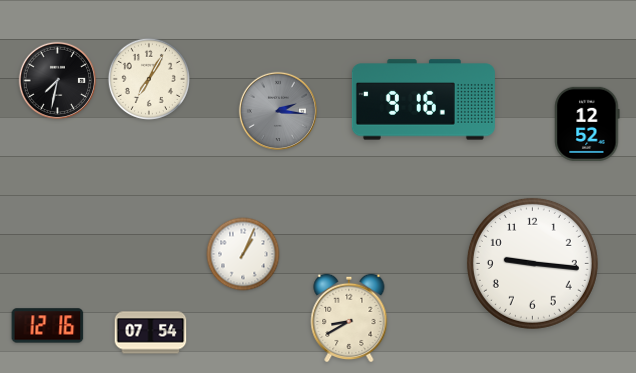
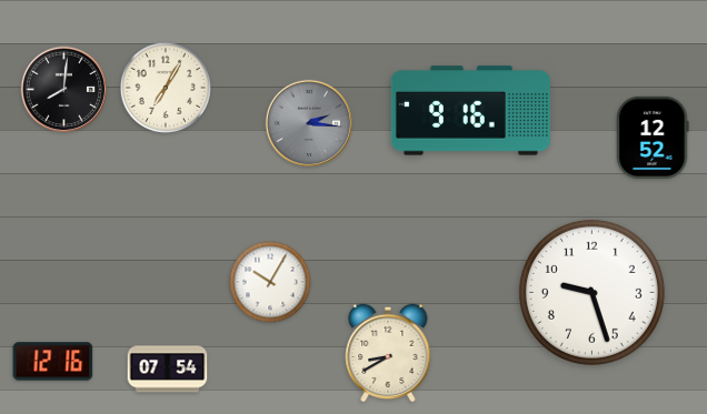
clock at (58, 81): 7:32 -> 8:01
clock at (243, 254): 1:04 -> 10:05
clock at (532, 263): 9:16 -> 9:27
